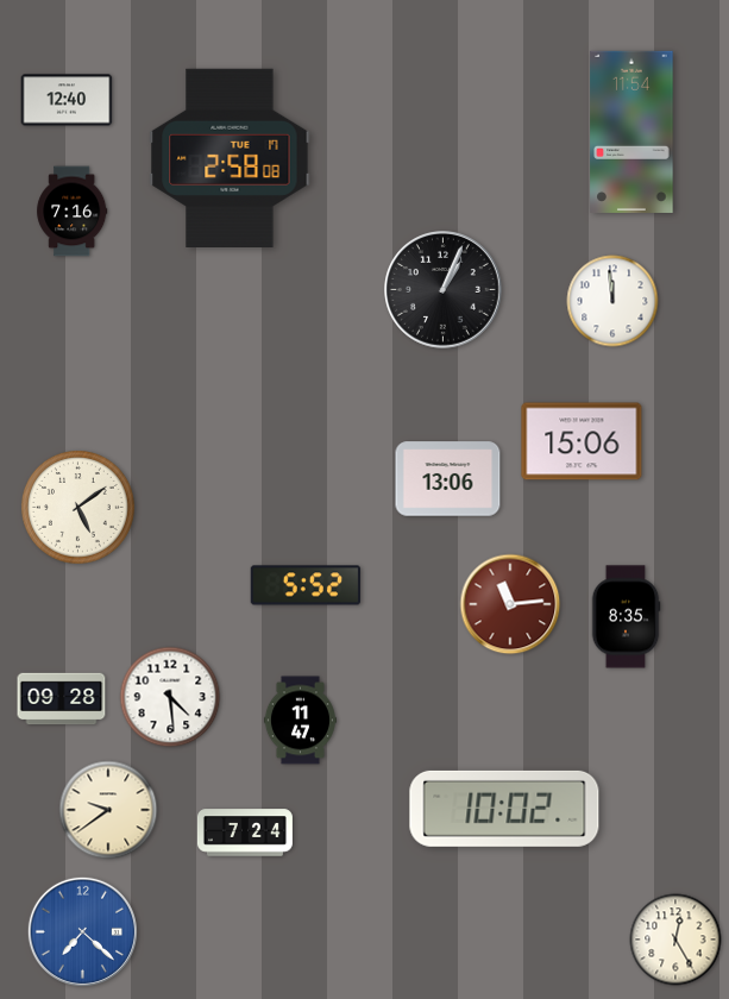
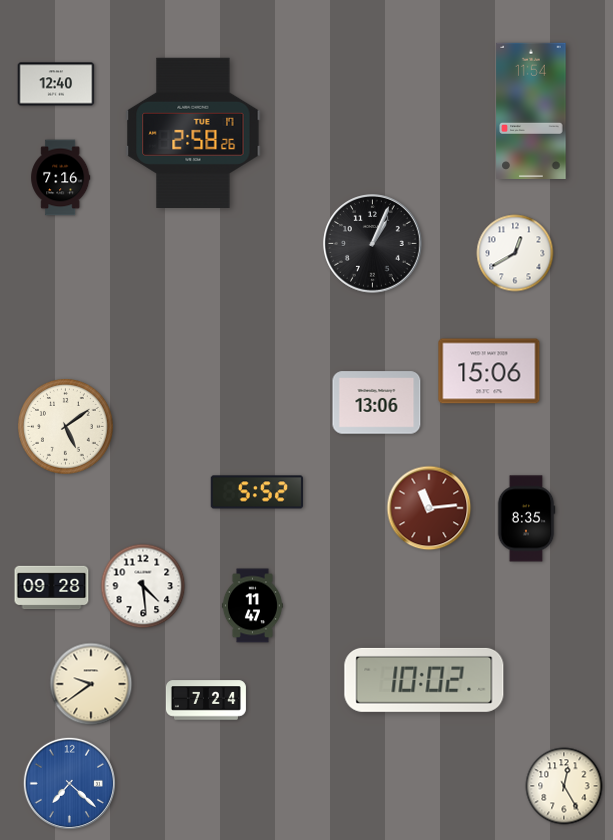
clock at (230, 157): 2:58:08 -> 2:58:26
clock at (612, 301): 11:59 -> 12:40
clock at (108, 810) position: (108, 810) -> (91, 684)
clock at (675, 940) position: (675, 940) -> (564, 786)
